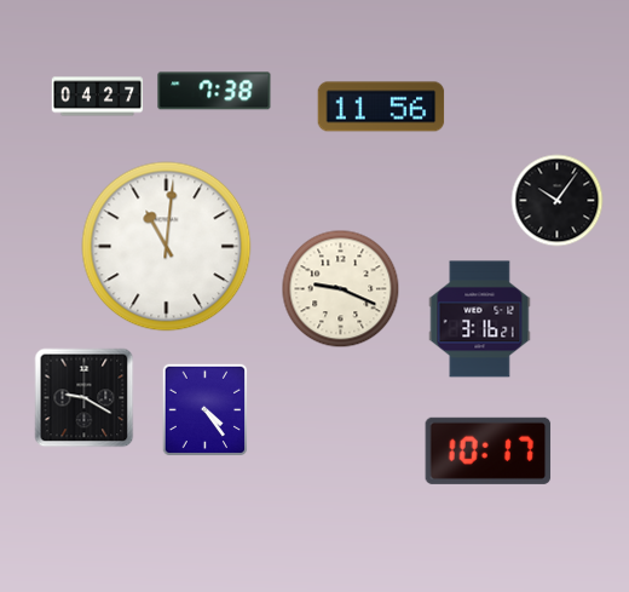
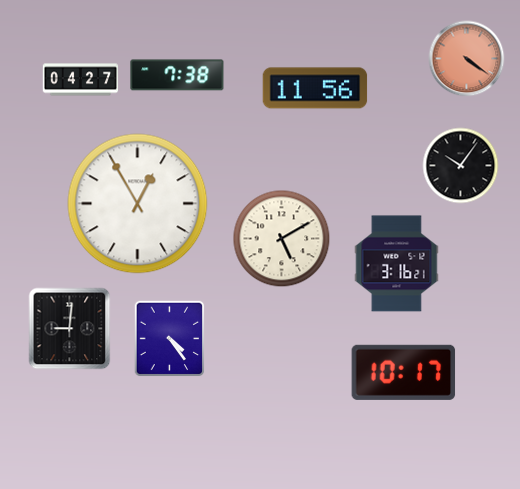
clock at (467, 59): none -> 4:21
clock at (167, 247): 11:01 -> 12:55
clock at (341, 289): 9:19 -> 5:10
clock at (85, 398): 9:20 -> 9:01
